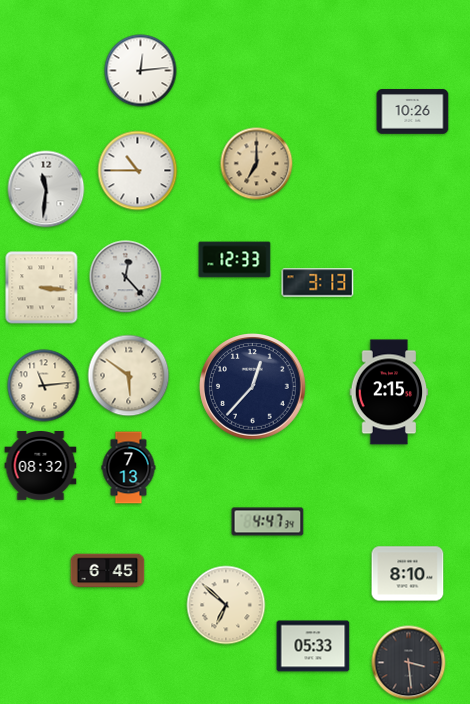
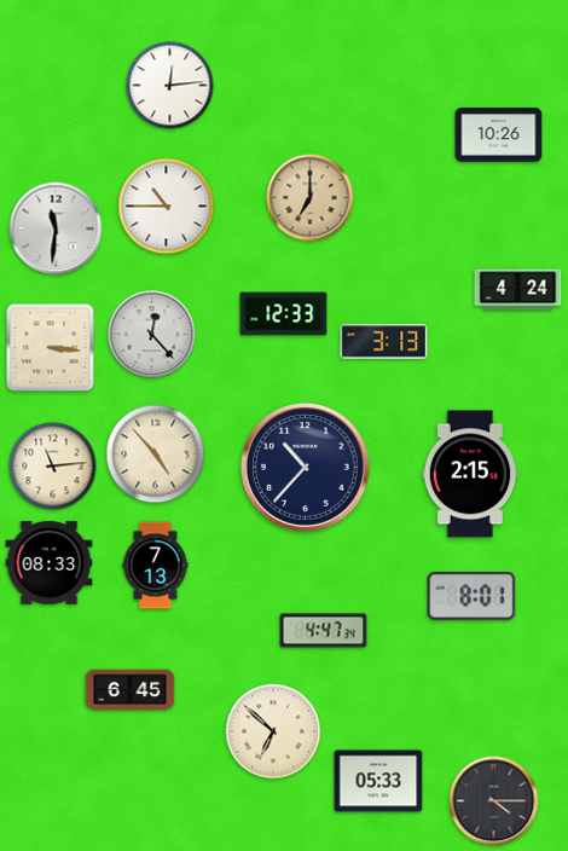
clock at (518, 290): none -> 4:24
clock at (129, 376): 5:51 -> 4:53
clock at (253, 387): 12:37 -> 10:37
clock at (41, 466): 08:32 -> 08:33
clock at (471, 596): none -> 8:01
clock at (408, 574): 8:10 -> none
clock at (409, 663): 3:29 -> 4:15
